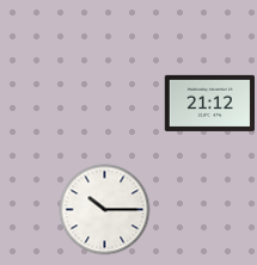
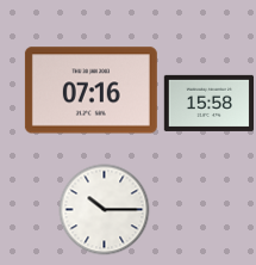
clock at (90, 91): none -> 07:16
clock at (209, 103): 21:12 -> 15:58
